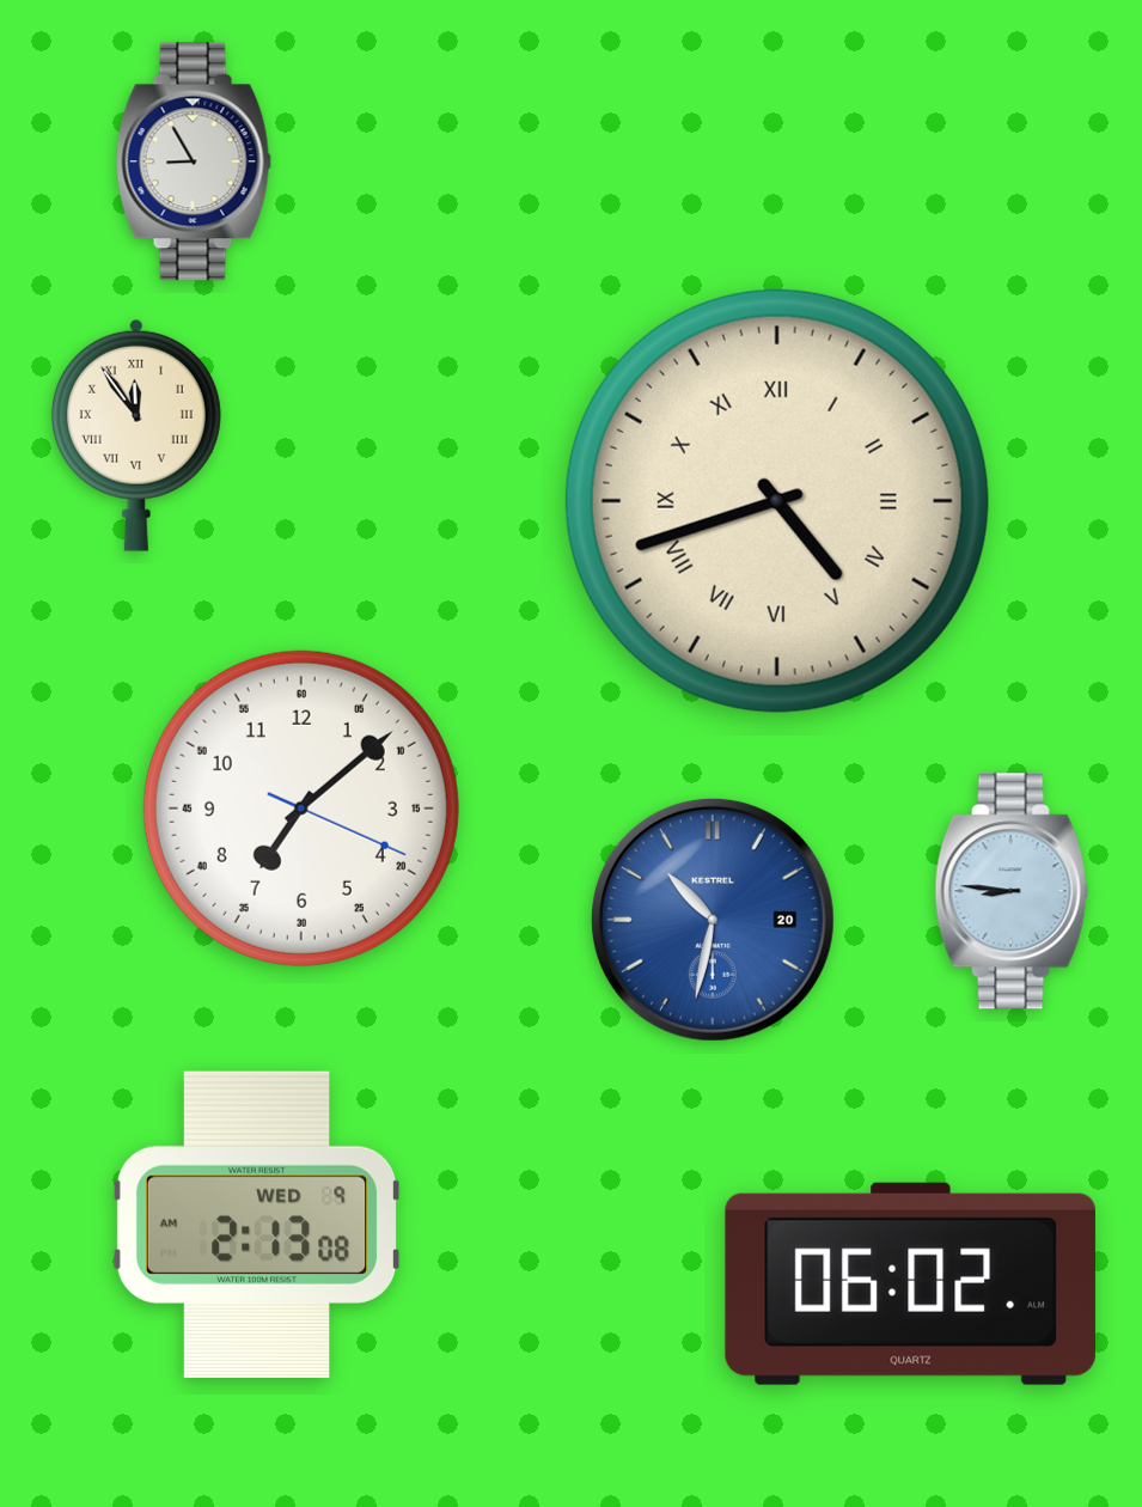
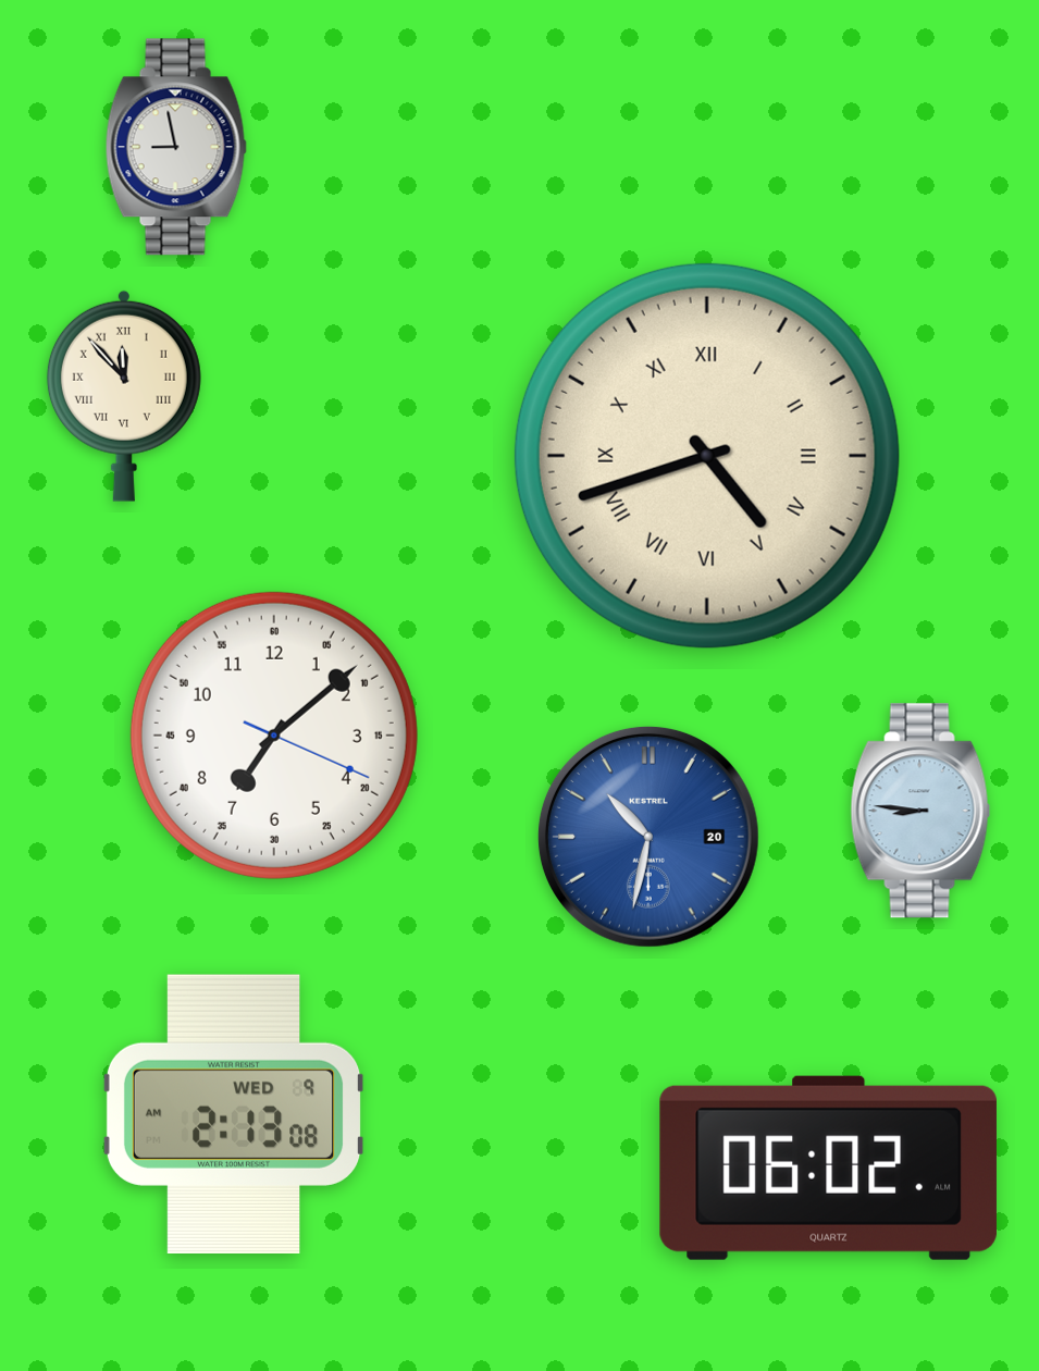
clock at (194, 161): 8:55 -> 8:58
clock at (136, 435): 11:54 -> 11:53
